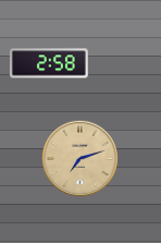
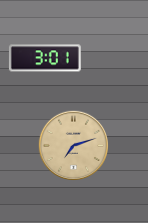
clock at (49, 63): 2:58 -> 3:01
